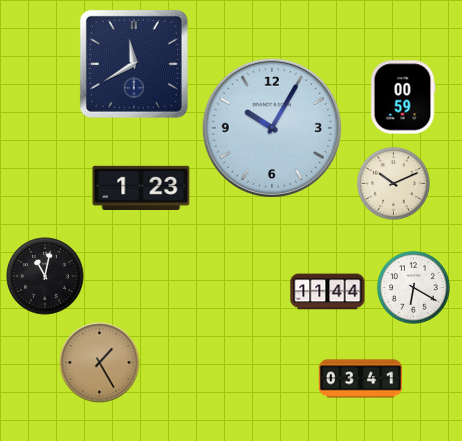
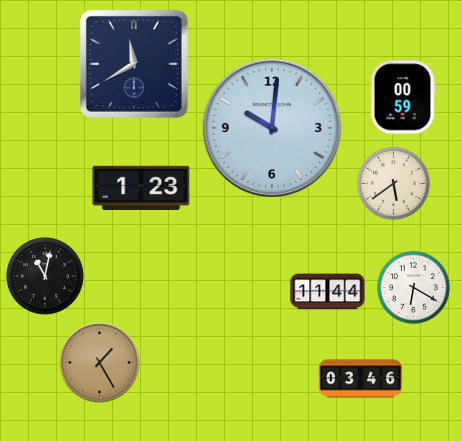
clock at (272, 128): 10:05 -> 10:01
clock at (393, 183): 10:11 -> 5:39
clock at (361, 379): 03:41 -> 03:46
